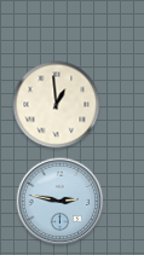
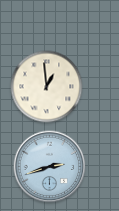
clock at (61, 202): 2:47 -> 2:42
